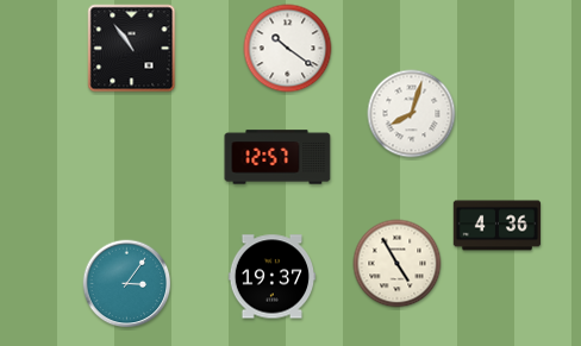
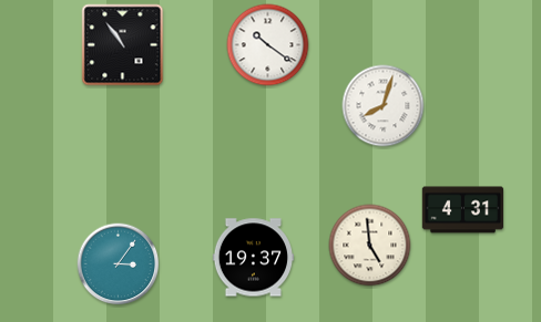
clock at (277, 157): 12:57 -> none
clock at (498, 226): 4:36 -> 4:31
clock at (398, 264): 4:55 -> 4:59
